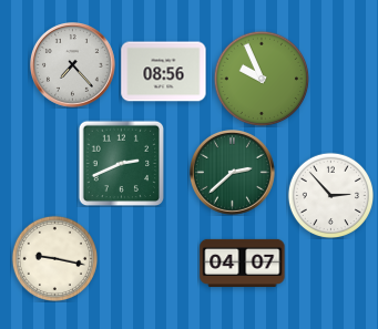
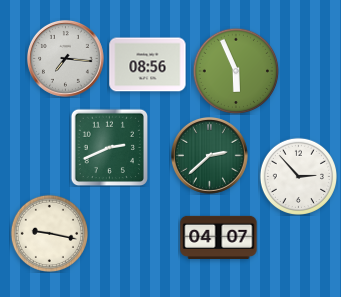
clock at (72, 64): 7:23 -> 7:16
clock at (262, 79): 9:56 -> 5:56
